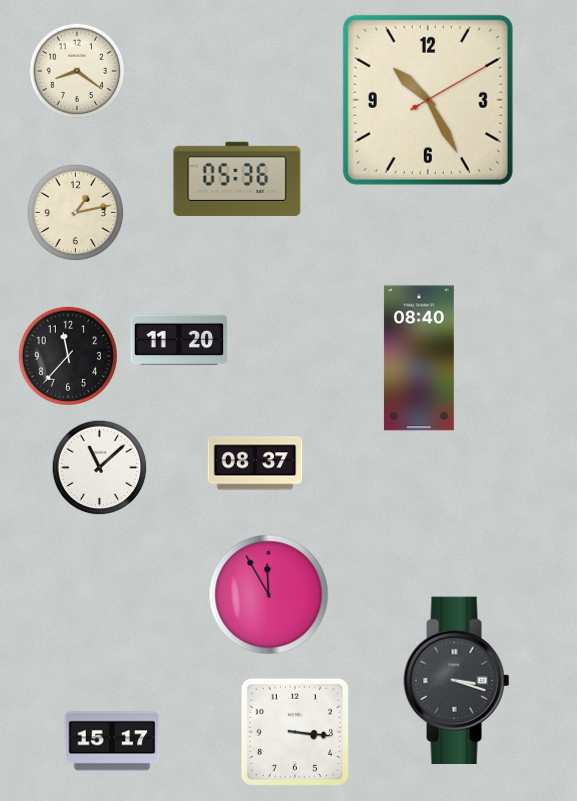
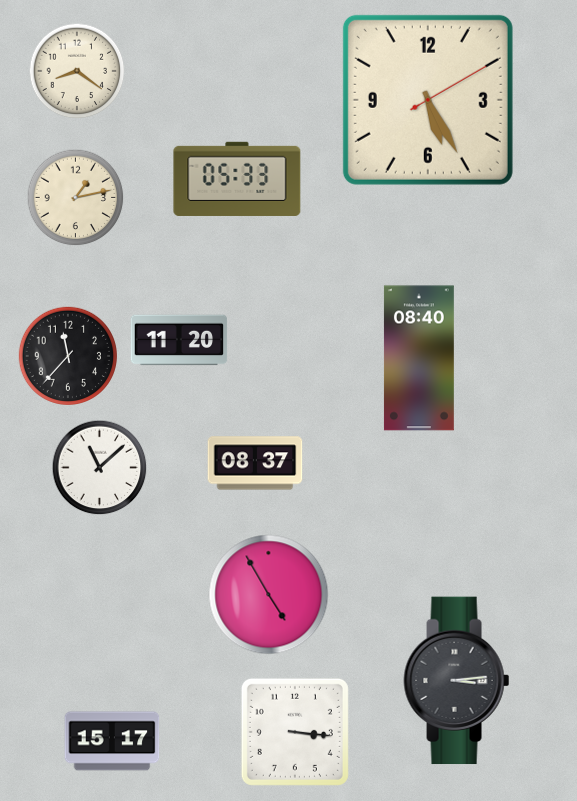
clock at (428, 100): 10:25 -> 5:25
clock at (237, 179): 05:36 -> 05:33
clock at (76, 213) position: (76, 213) -> (76, 198)
clock at (269, 595): 11:55 -> 4:55
clock at (457, 681): 3:18 -> 3:14
